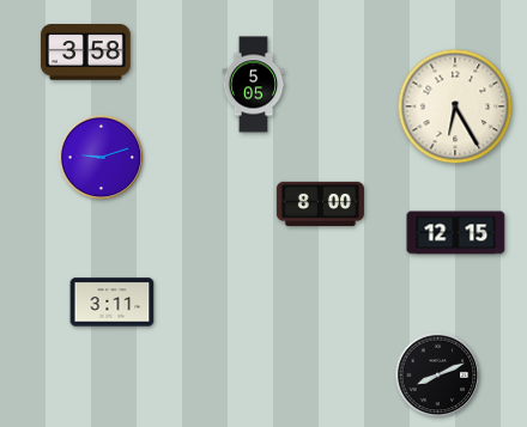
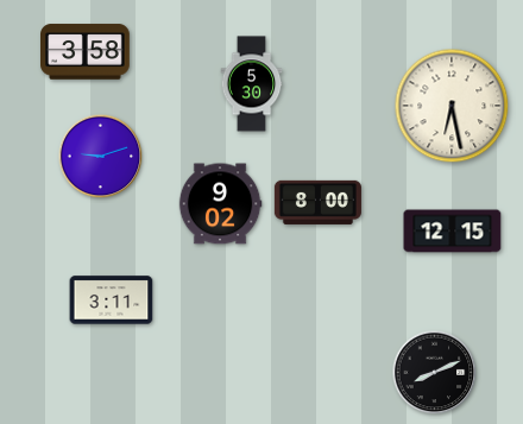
clock at (254, 85): 5:05 -> 5:30
clock at (455, 106): 6:25 -> 6:28
clock at (220, 204): none -> 9:02
